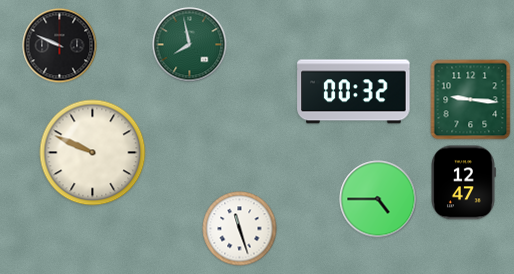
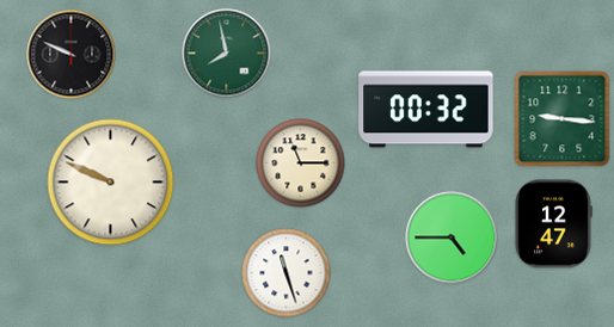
clock at (354, 92) position: (354, 92) -> (426, 110)
clock at (301, 163): none -> 11:15
clock at (463, 183) position: (463, 183) -> (553, 224)
